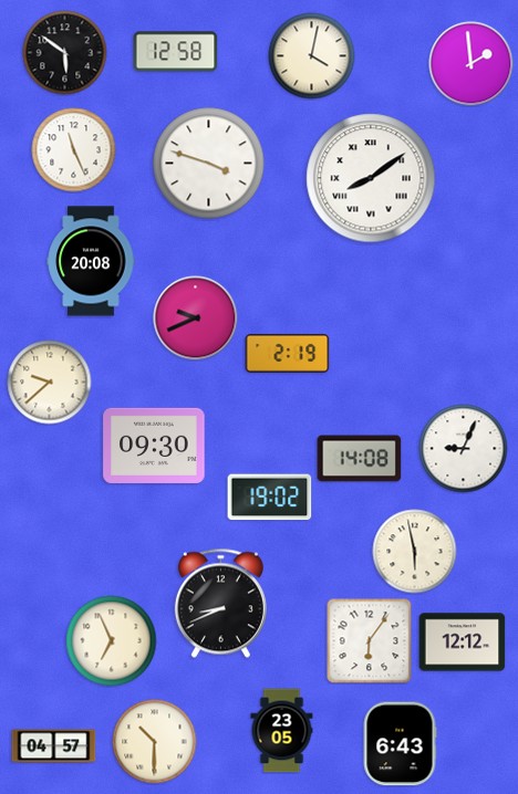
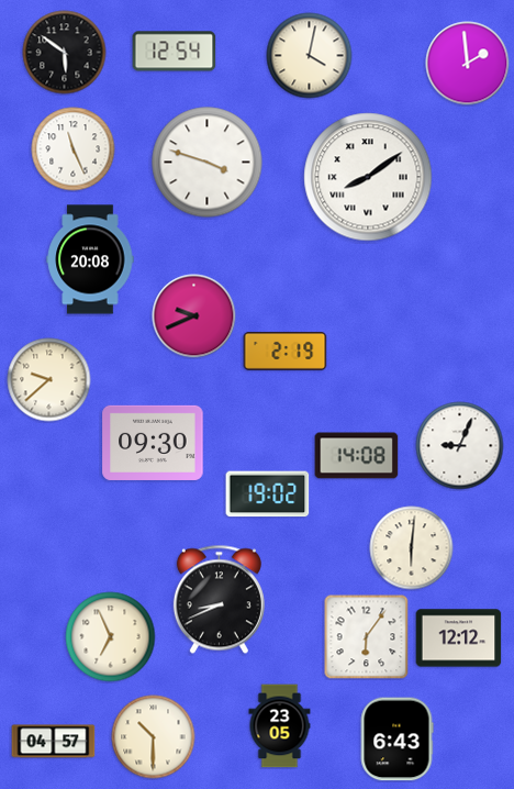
clock at (176, 52): 12:58 -> 12:54
clock at (415, 552): 5:58 -> 6:01
